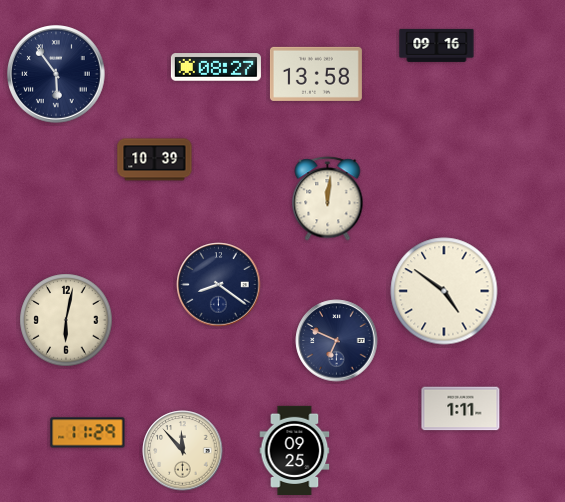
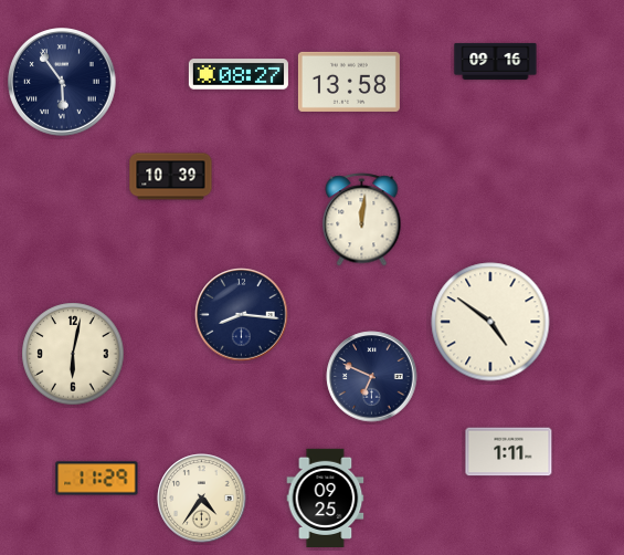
clock at (437, 45) position: (437, 45) -> (496, 61)
clock at (219, 285): 8:21 -> 8:16
clock at (183, 451): 11:53 -> 4:36
